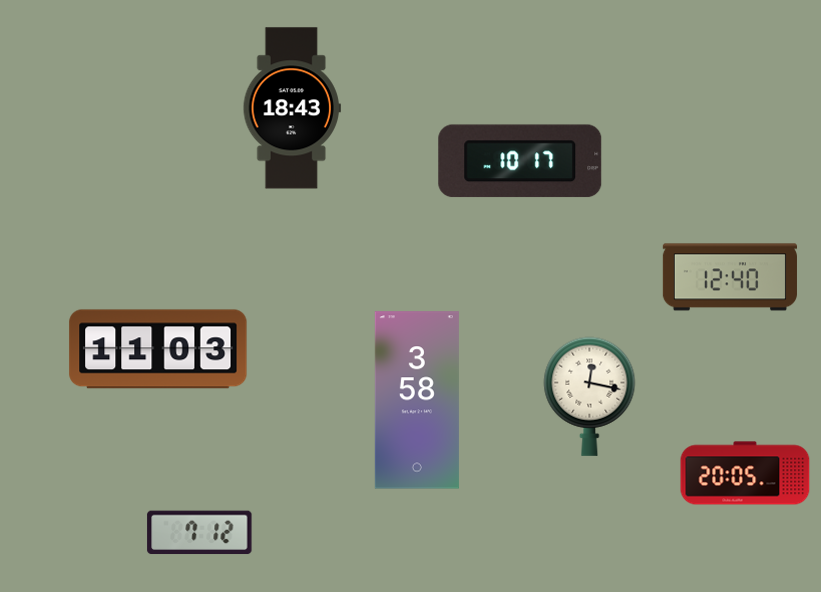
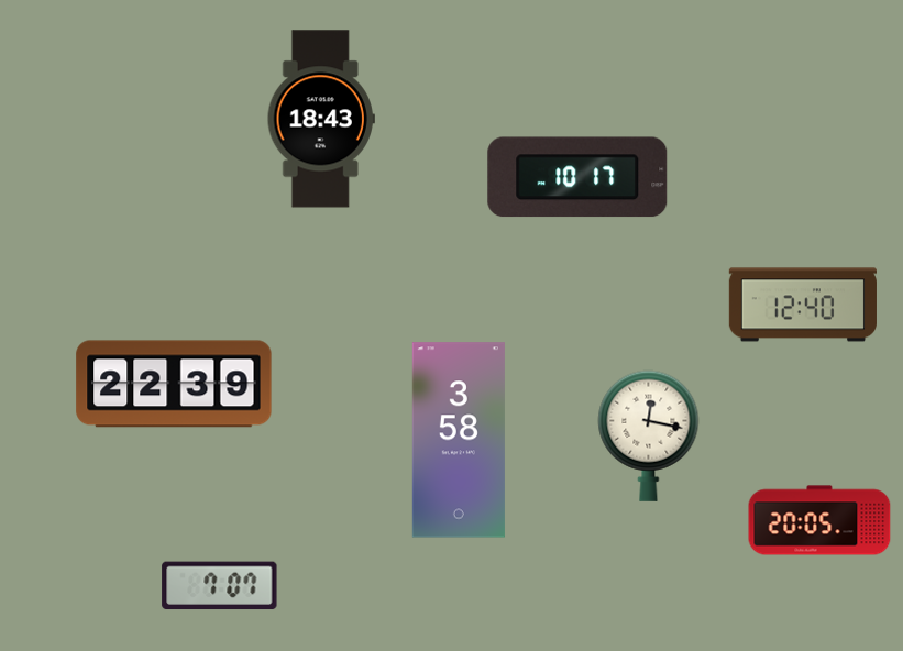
clock at (520, 161) position: (520, 161) -> (577, 177)
clock at (158, 349): 11:03 -> 22:39
clock at (200, 533): 7:12 -> 7:07
